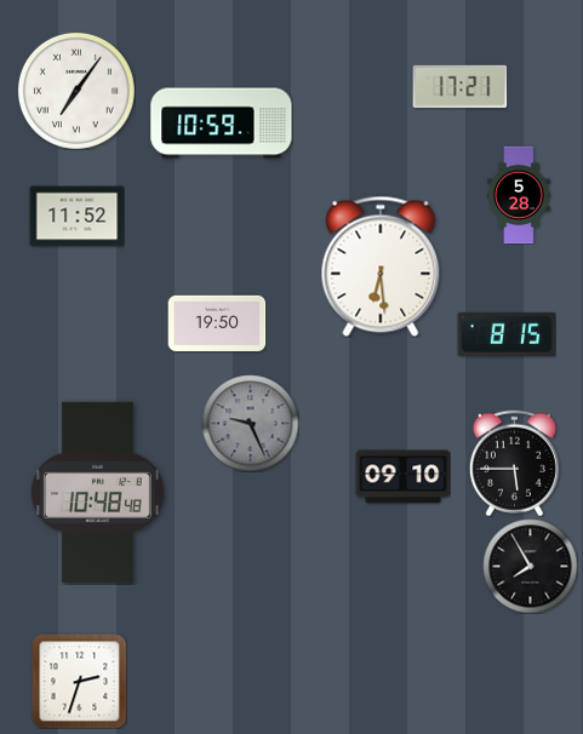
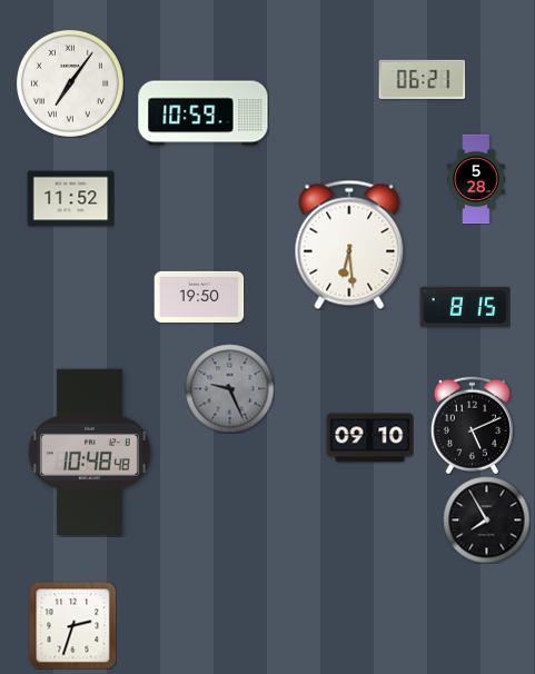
clock at (459, 86): 17:21 -> 06:21
clock at (514, 463): 5:45 -> 5:11
